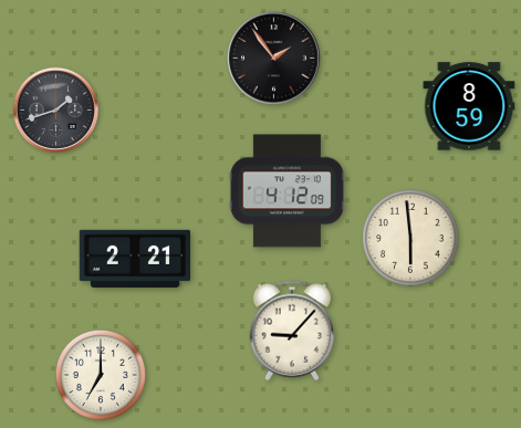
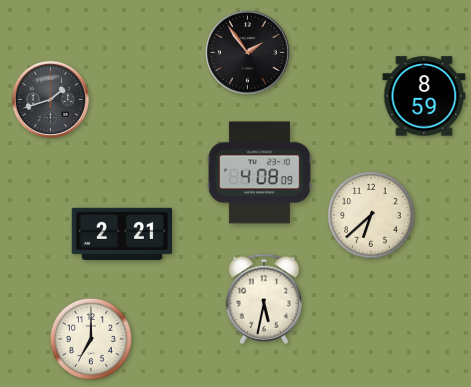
clock at (286, 191): 4:12 -> 4:08
clock at (410, 238): 5:59 -> 6:38
clock at (291, 331): 9:07 -> 5:32
